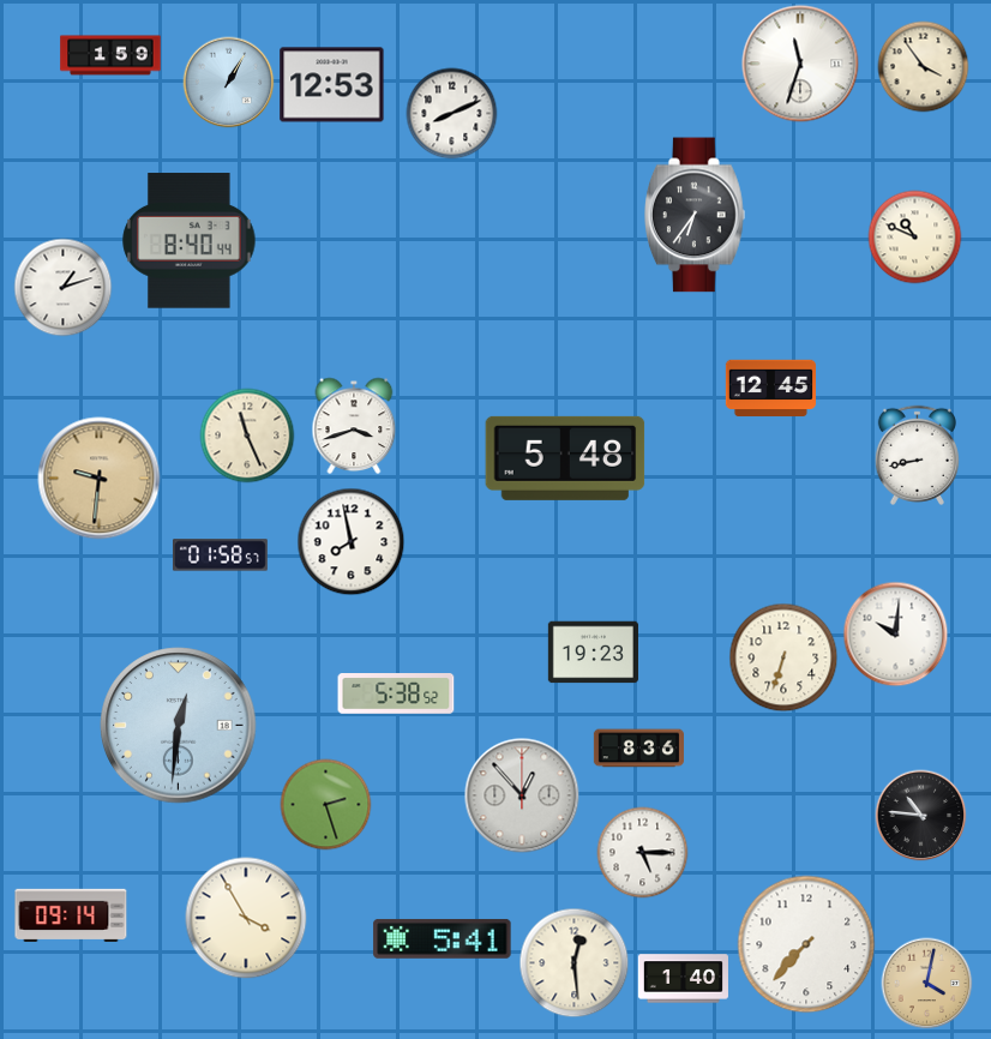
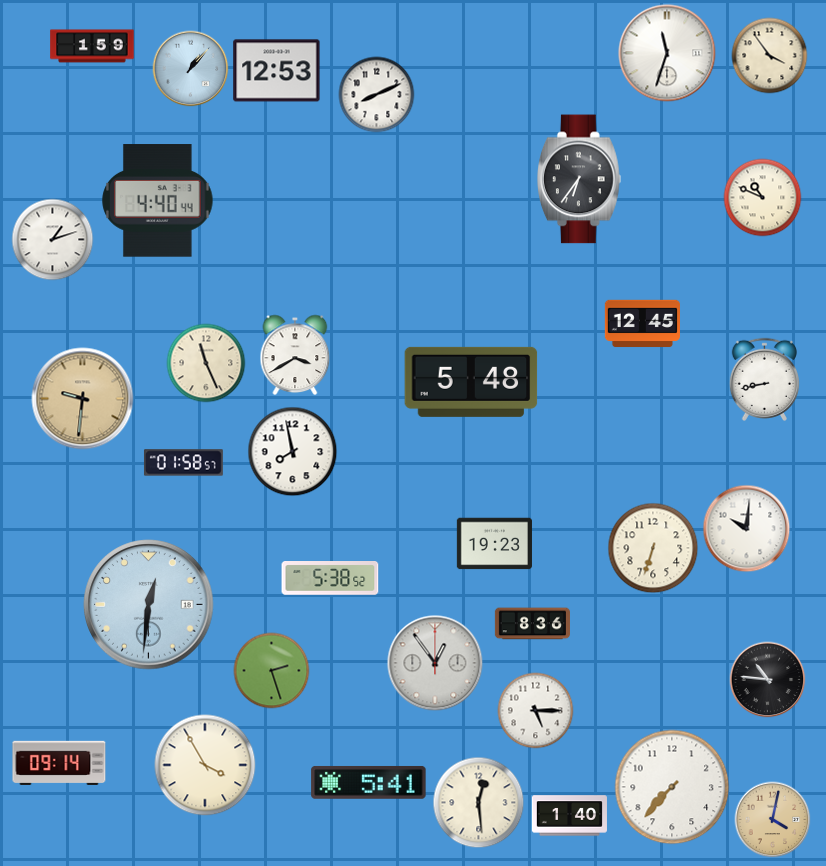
clock at (229, 83): 1:05 -> 1:07
clock at (190, 241): 8:40 -> 4:40
clock at (354, 426): 3:42 -> 3:40
clock at (522, 795): 12:53 -> 12:54
